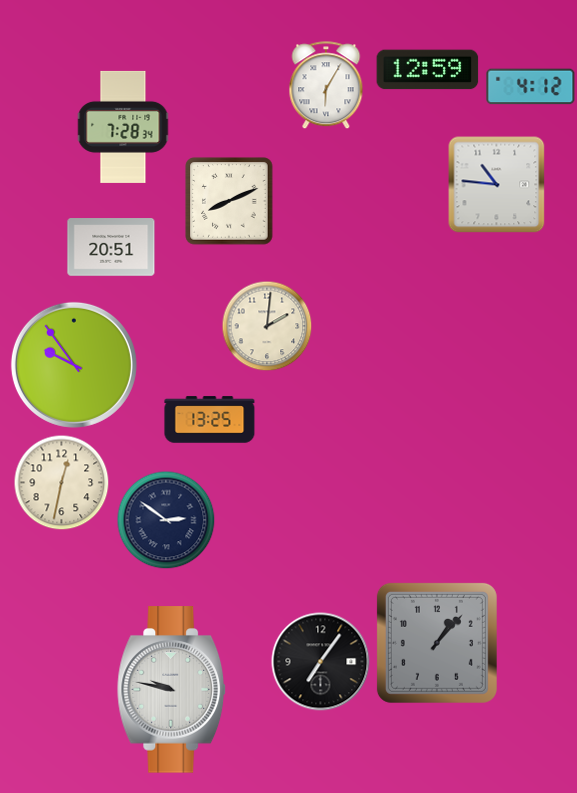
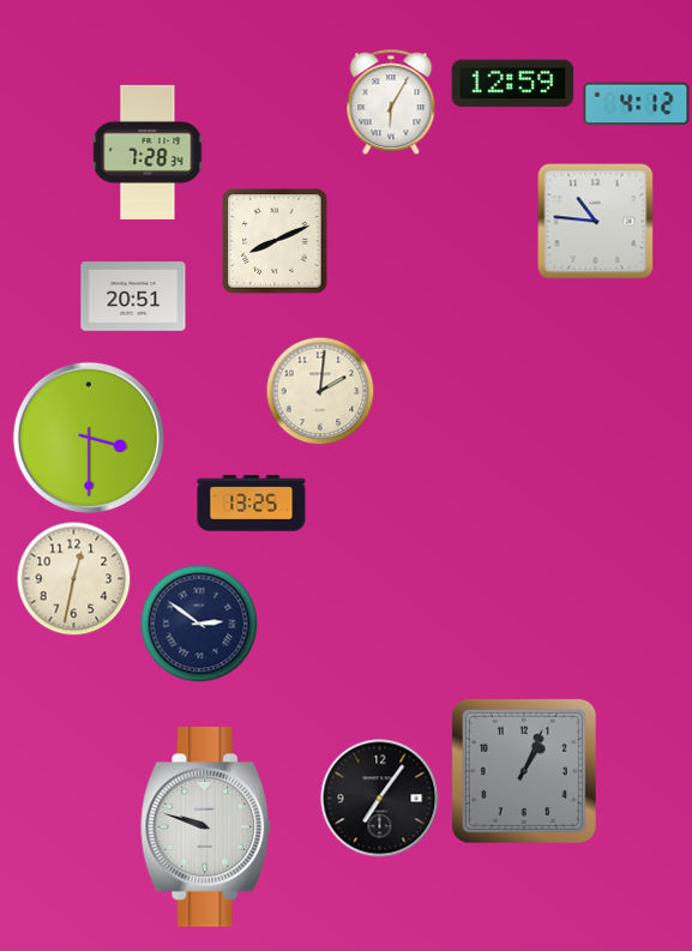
clock at (74, 365): 9:54 -> 3:30
clock at (437, 643): 1:07 -> 1:04
clock at (321, 662) position: (321, 662) -> (380, 799)
clock at (172, 690): 9:47 -> 9:48
